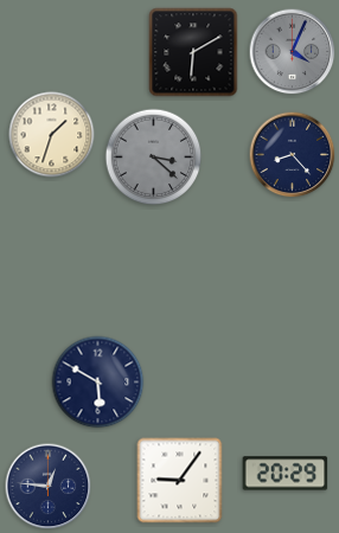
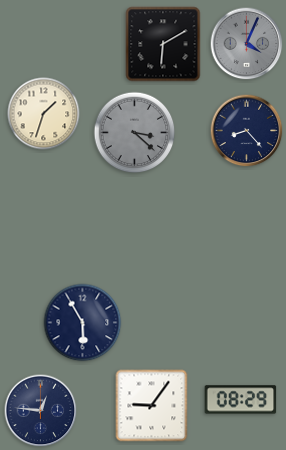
clock at (154, 158) position: (154, 158) -> (135, 133)
clock at (98, 383): 5:50 -> 5:55
clock at (286, 474): 20:29 -> 08:29
